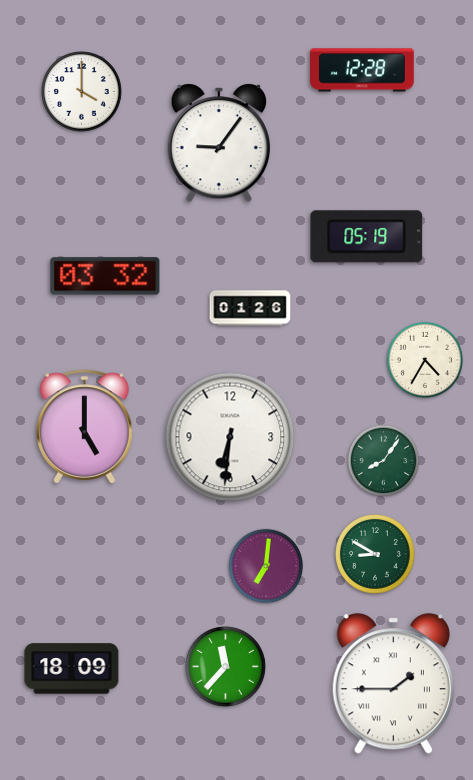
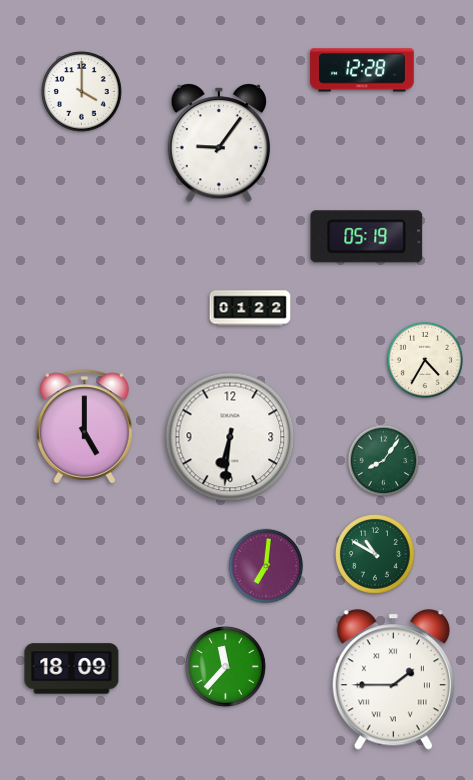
clock at (105, 276): 03:32 -> none
clock at (250, 308): 01:26 -> 01:22
clock at (376, 555): 8:50 -> 10:50
clock at (393, 684) position: (393, 684) -> (393, 680)
